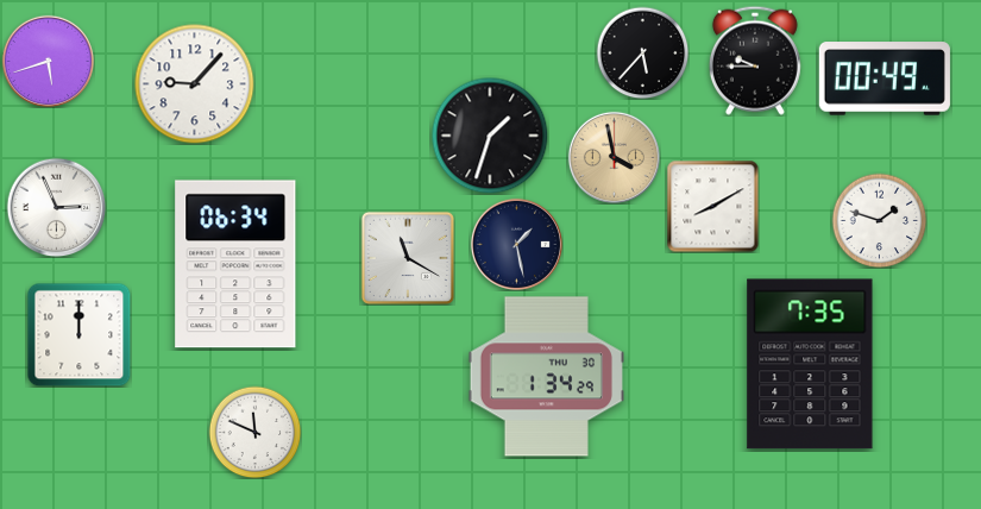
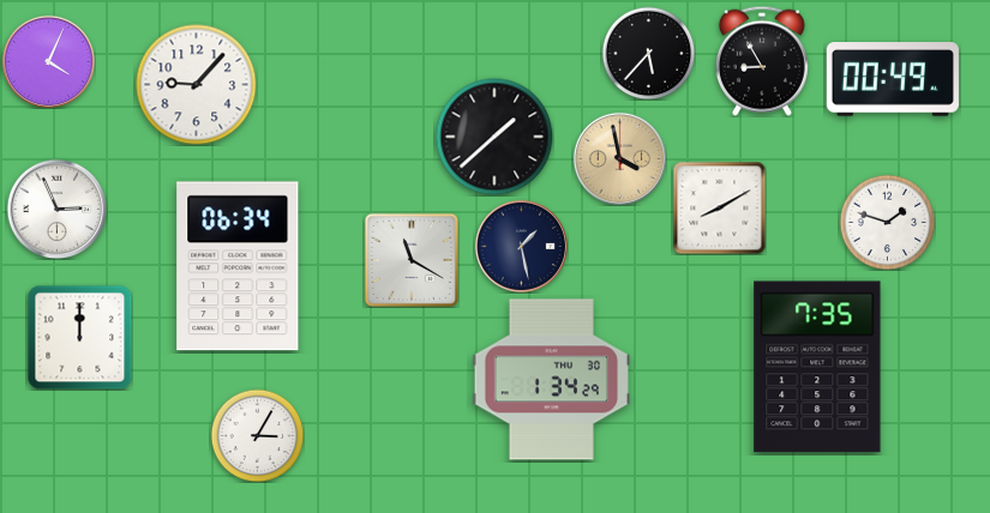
clock at (48, 61): 5:42 -> 4:04
clock at (755, 61): 9:45 -> 8:55
clock at (490, 136): 1:33 -> 1:38
clock at (254, 432): 11:49 -> 3:05
